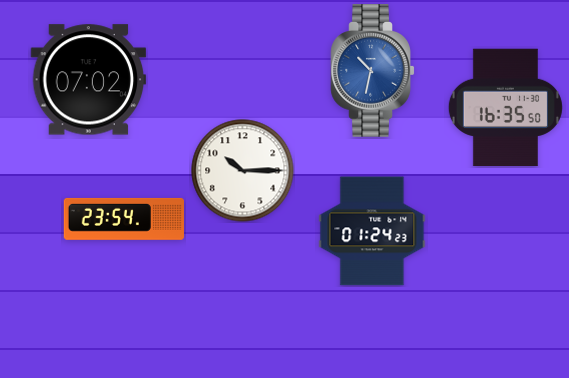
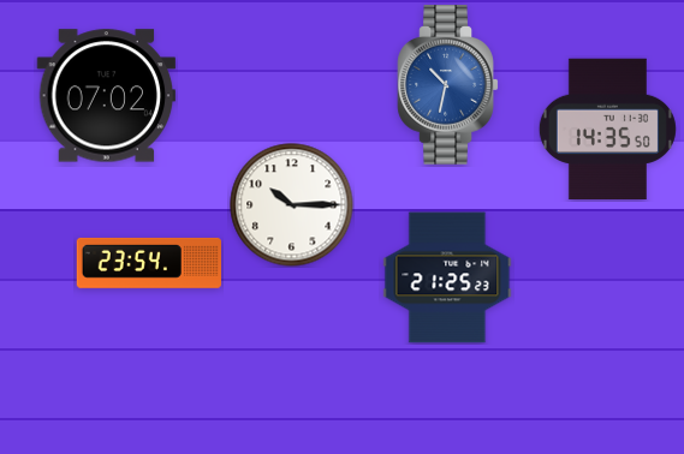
clock at (505, 108): 16:35 -> 14:35
clock at (372, 231): 01:24 -> 21:25
